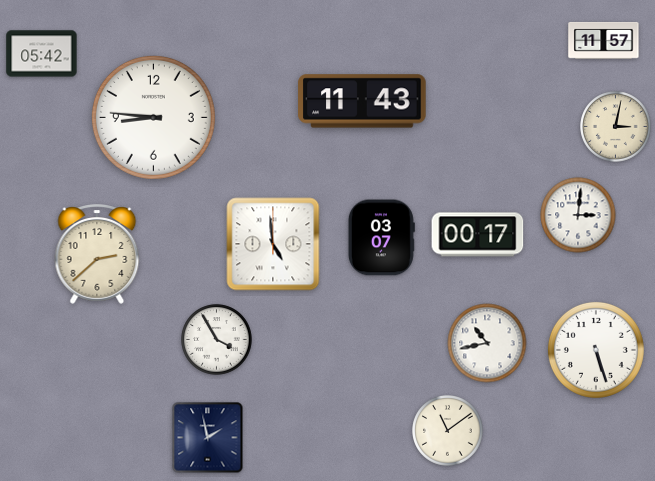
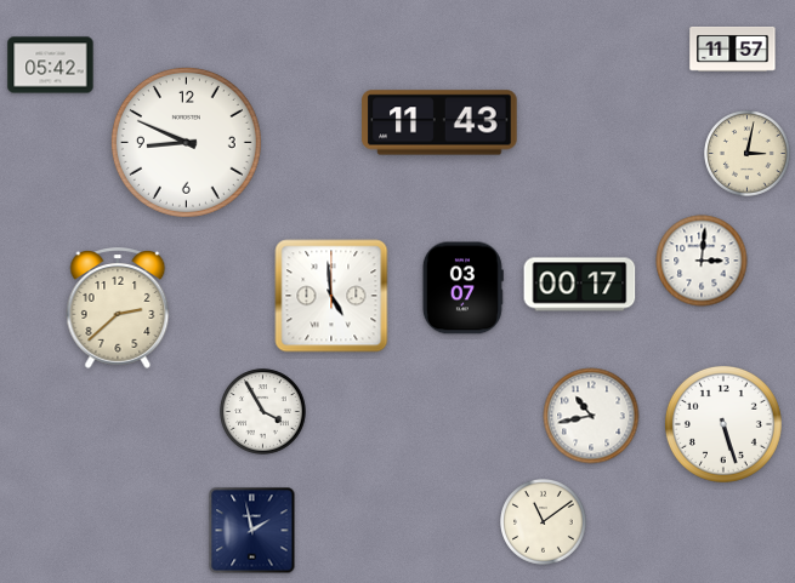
clock at (153, 117): 8:46 -> 8:49
